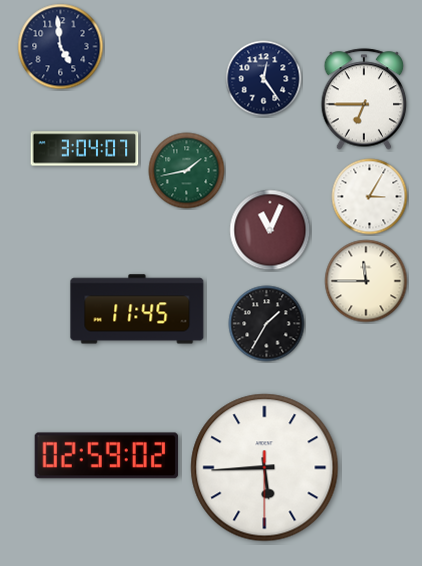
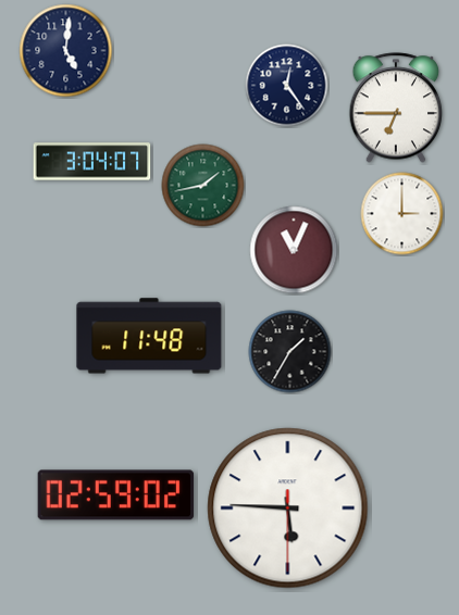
clock at (61, 47): 4:59 -> 5:01
clock at (370, 197): 3:05 -> 3:00
clock at (366, 281): 11:45 -> none
clock at (137, 309): 11:45 -> 11:48
clock at (265, 468): 5:44 -> 5:45
